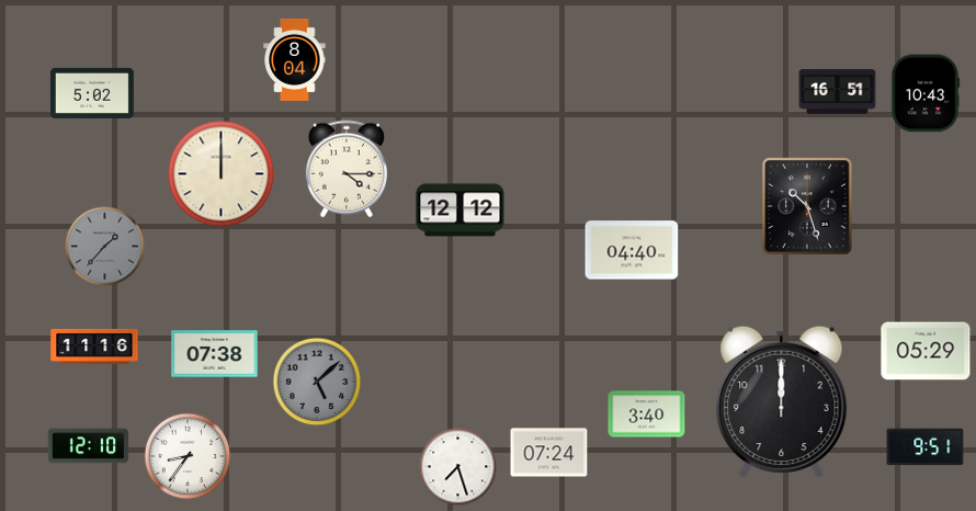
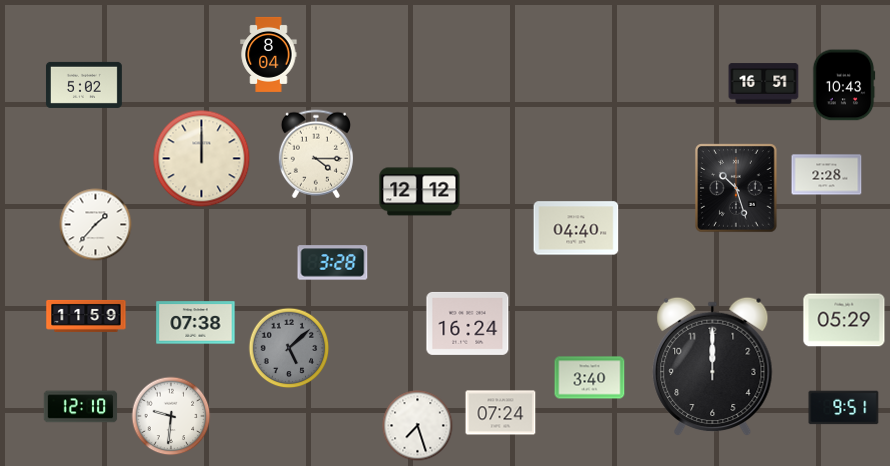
clock at (827, 175): none -> 2:28
clock at (105, 247) dial: grey -> white
clock at (333, 263): none -> 3:28
clock at (94, 347): 11:16 -> 11:59
clock at (468, 323): none -> 16:24
clock at (188, 456): 8:36 -> 9:31
